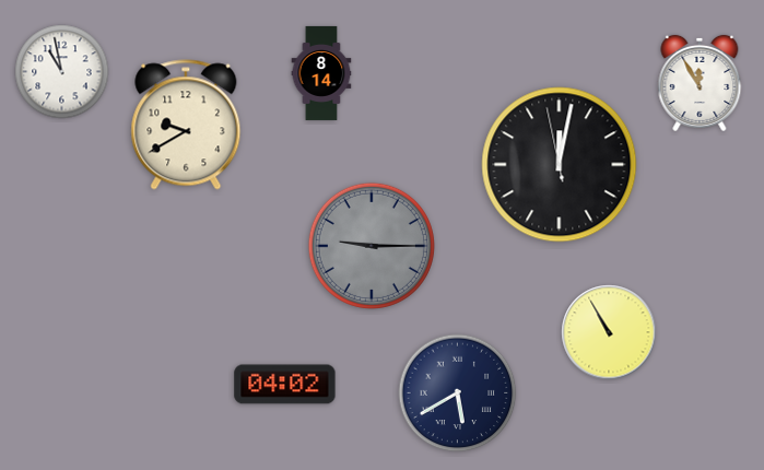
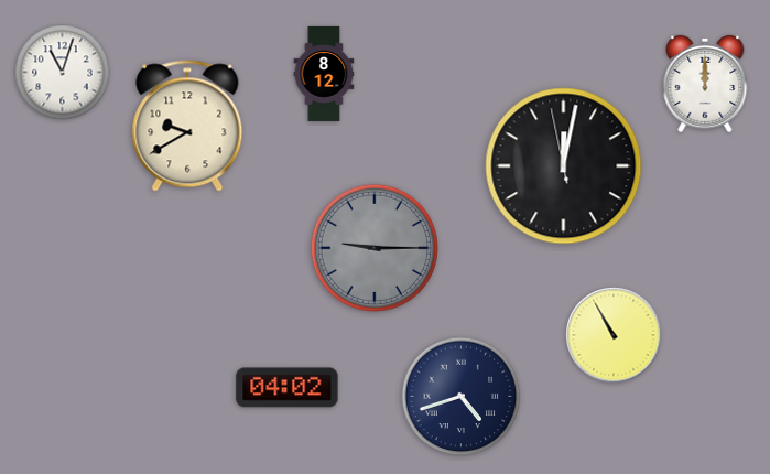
clock at (62, 72): 10:58 -> 11:03
clock at (321, 73): 8:14 -> 8:12
clock at (700, 83): 11:55 -> 12:00
clock at (458, 393): 5:40 -> 4:42
